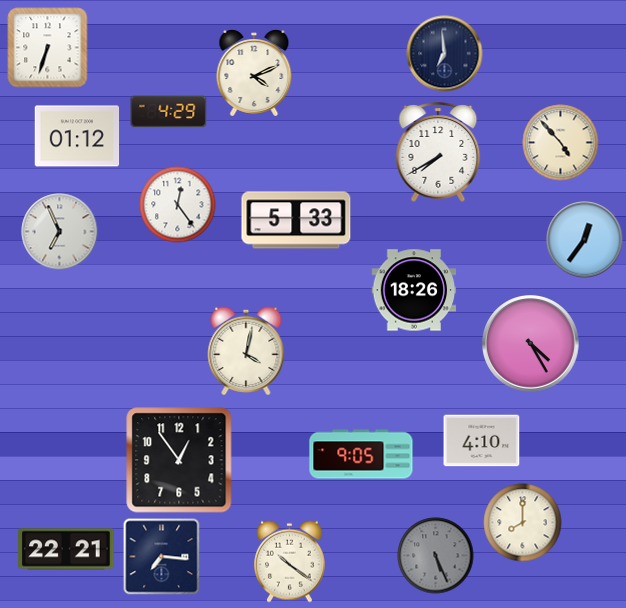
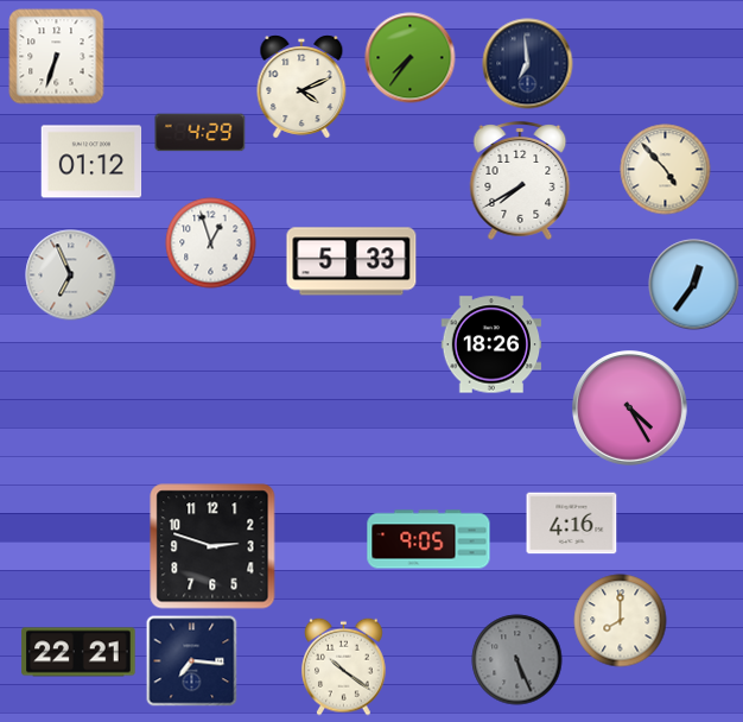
clock at (411, 58): none -> 7:36
clock at (178, 205): 12:24 -> 12:57
clock at (246, 351): 4:02 -> none
clock at (482, 441): 4:10 -> 4:16
clock at (179, 460): 12:54 -> 2:48
